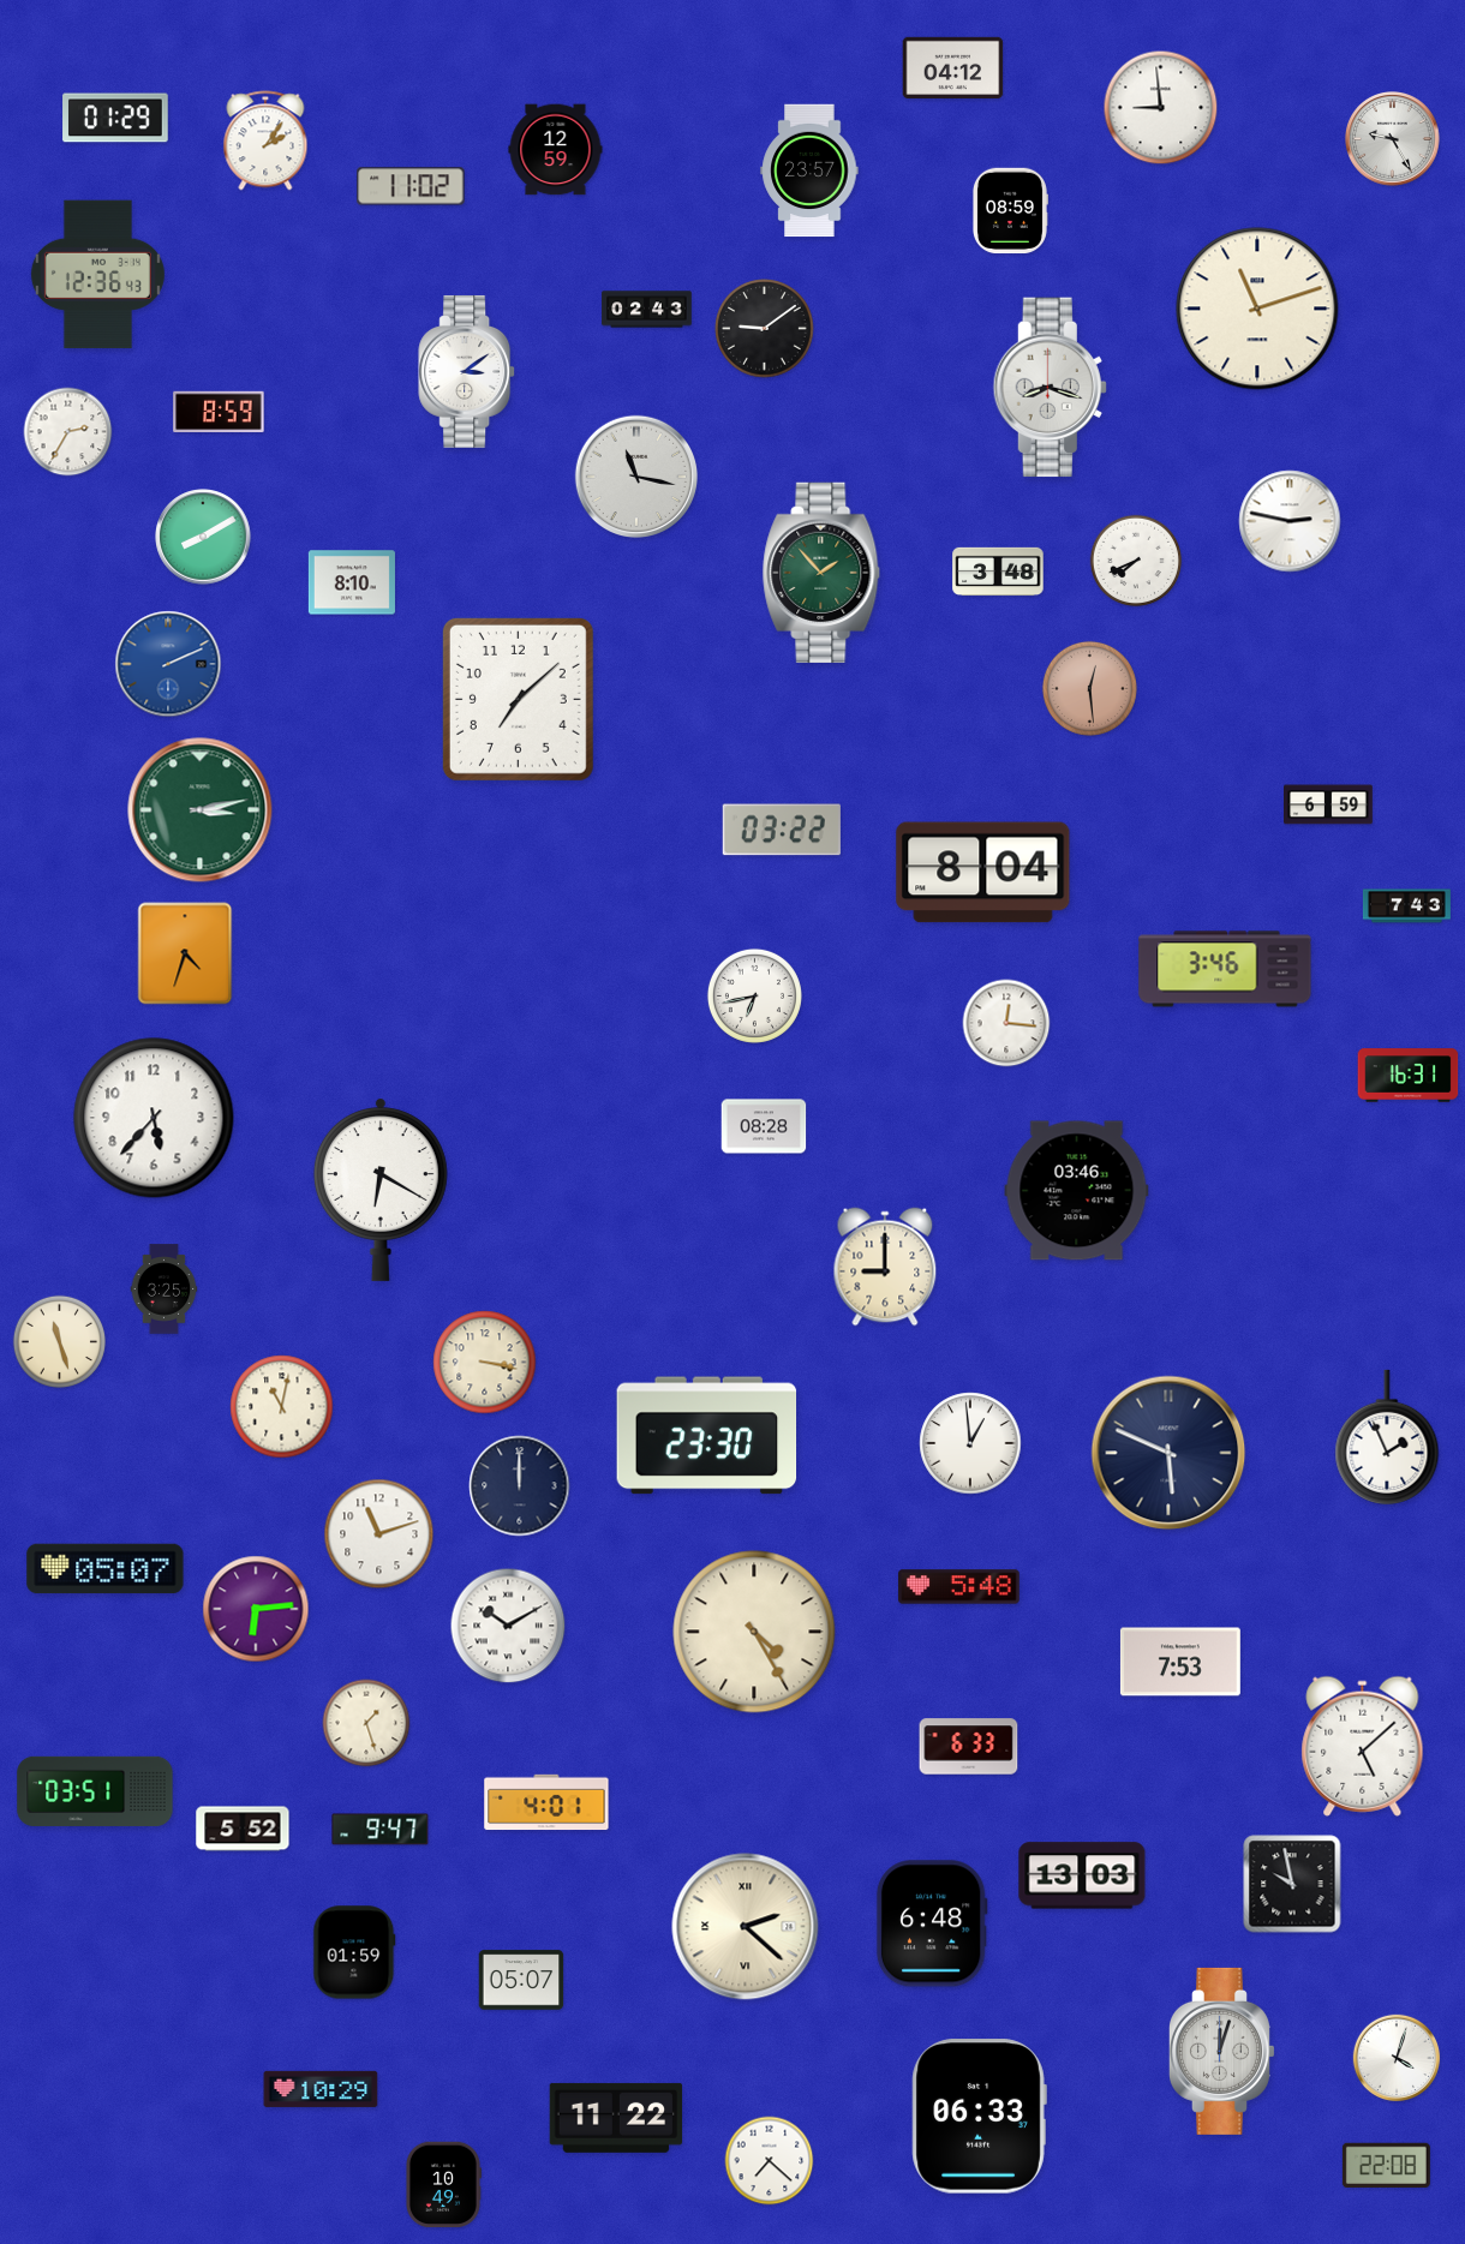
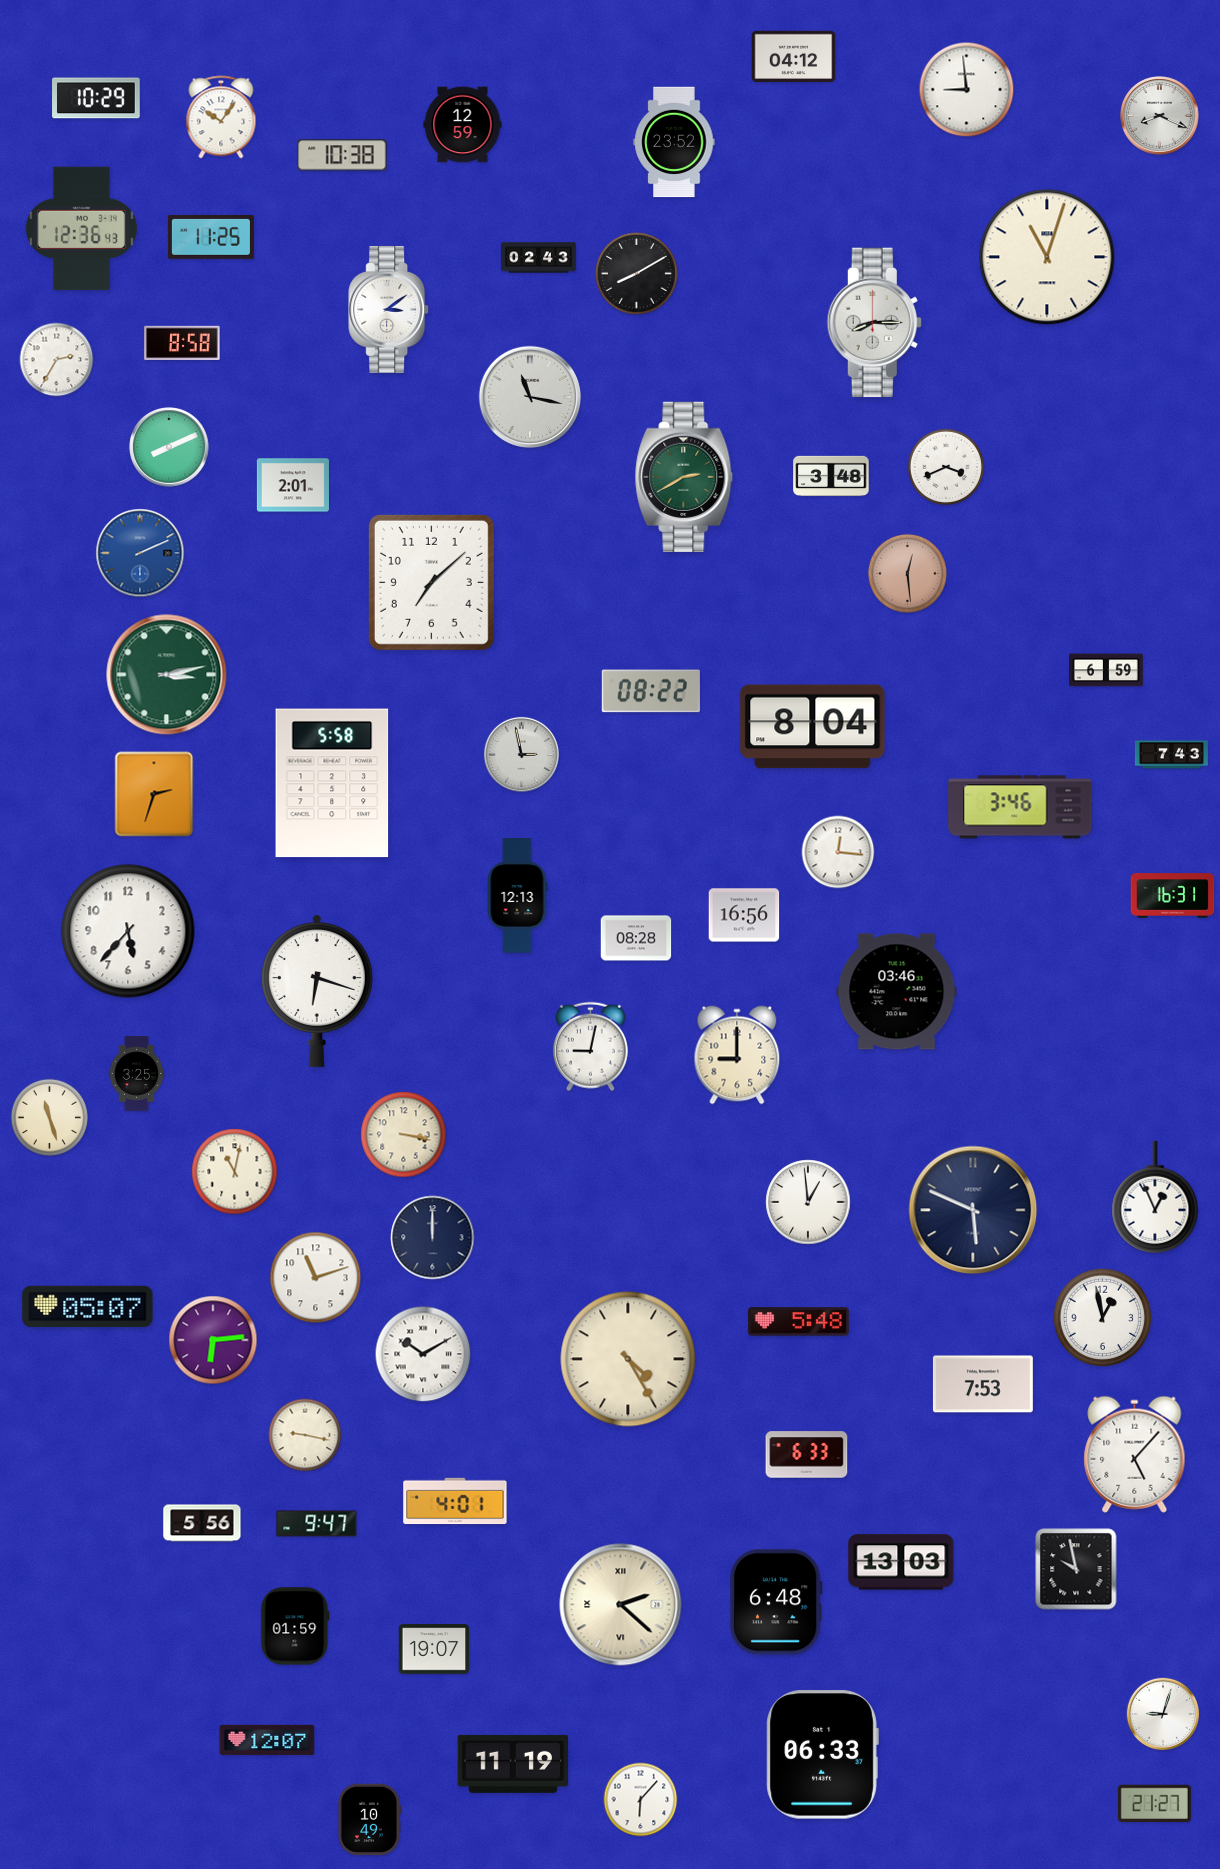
clock at (115, 118): 01:29 -> 10:29
clock at (1393, 139): 9:25 -> 8:19
clock at (265, 140): 2:06 -> 10:06
clock at (809, 170): 23:57 -> 23:52
clock at (411, 186): 11:02 -> 10:38
clock at (1010, 211): 08:59 -> none
clock at (211, 237): none -> 11:25
clock at (1257, 309): 11:12 -> 11:03
clock at (765, 329): 9:09 -> 8:10
clock at (1050, 388): 8:18 -> 8:15
clock at (219, 411): 8:59 -> 8:58
clock at (1290, 521): 2:47 -> none
clock at (203, 537): 8:10 -> 8:11
clock at (1136, 561): 7:41 -> 3:41
clock at (821, 572): 1:53 -> 2:40
clock at (352, 582): 8:10 -> 2:01
clock at (782, 830): 03:22 -> 08:22
clock at (983, 873) position: (983, 873) -> (813, 727)
clock at (521, 754): none -> 2:58
clock at (332, 783): none -> 5:58
clock at (185, 953): 4:33 -> 2:33
clock at (754, 995): 6:43 -> none
clock at (517, 896): none -> 12:13
clock at (744, 915): none -> 16:56
clock at (381, 1190): 6:20 -> 6:18
clock at (590, 1047): none -> 9:02
clock at (707, 1436): 23:30 -> none
clock at (1387, 1437): 1:56 -> 12:56
clock at (1103, 1318): none -> 12:58
clock at (366, 1723): 1:27 -> 9:17
clock at (1363, 1746): 5:08 -> 5:07
clock at (95, 1791): 03:51 -> none
clock at (243, 1829): 5:52 -> 5:56
clock at (521, 1980): 05:07 -> 19:07
clock at (1221, 2051): 12:03 -> none
clock at (1397, 2058): 4:03 -> 9:03
clock at (321, 2089): 10:29 -> 12:07
clock at (979, 2117) position: (979, 2117) -> (822, 1755)
clock at (616, 2118): 11:22 -> 11:19
clock at (770, 2161): 7:22 -> 6:07
clock at (1386, 2165): 22:08 -> 21:27
